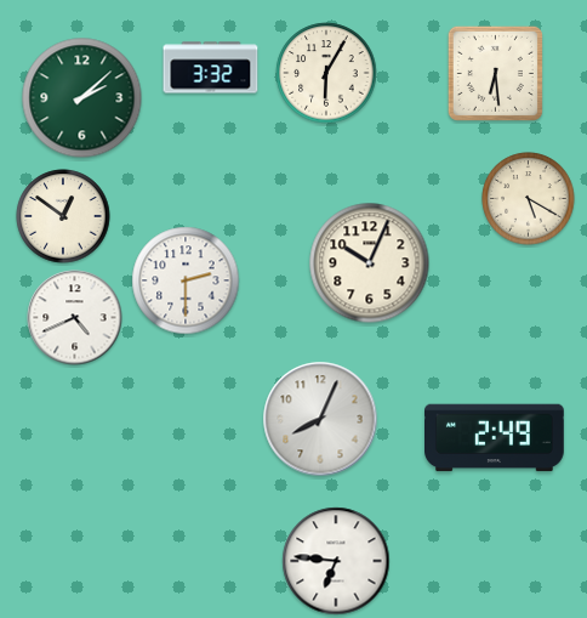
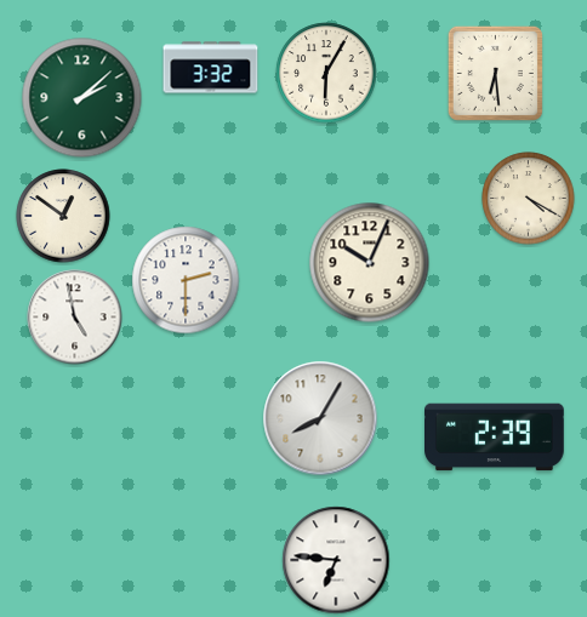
clock at (529, 199): 5:20 -> 4:20
clock at (75, 318): 4:41 -> 4:58
clock at (320, 419): 8:04 -> 8:05
clock at (495, 438): 2:49 -> 2:39
